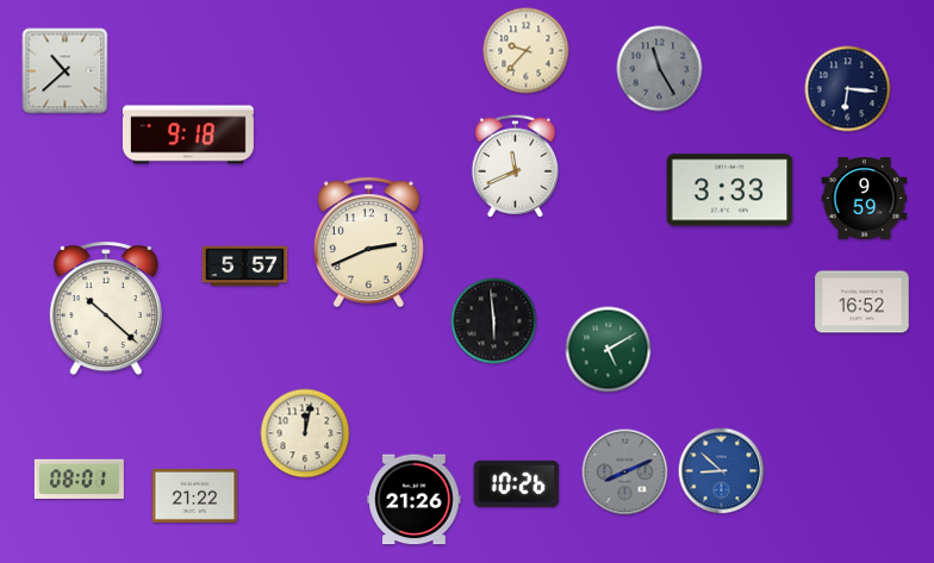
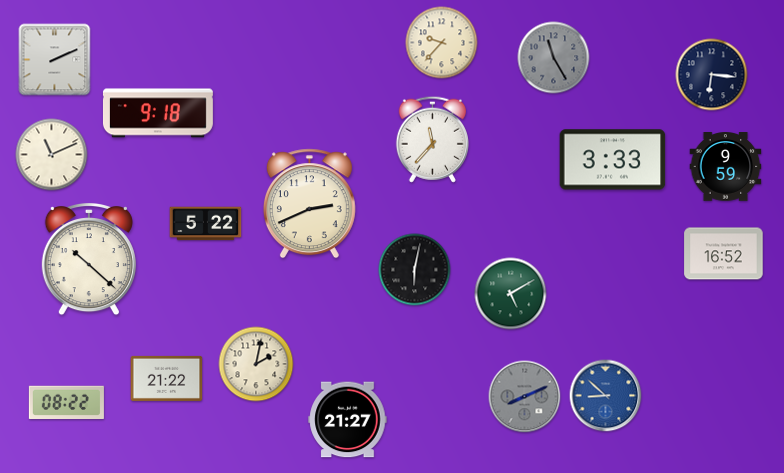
clock at (66, 71): 10:38 -> 2:11
clock at (515, 165): 11:41 -> 11:37
clock at (52, 155): none -> 11:11
clock at (245, 267): 5:57 -> 5:22
clock at (494, 321): 5:59 -> 6:02
clock at (305, 433): 12:02 -> 2:02
clock at (79, 480): 08:01 -> 08:22
clock at (517, 483): 10:26 -> none
clock at (195, 495) position: (195, 495) -> (167, 378)
clock at (415, 500): 21:26 -> 21:27
